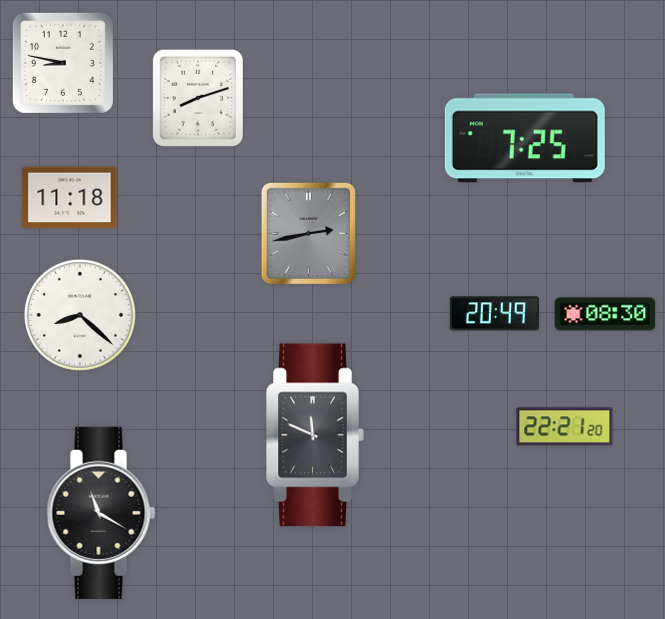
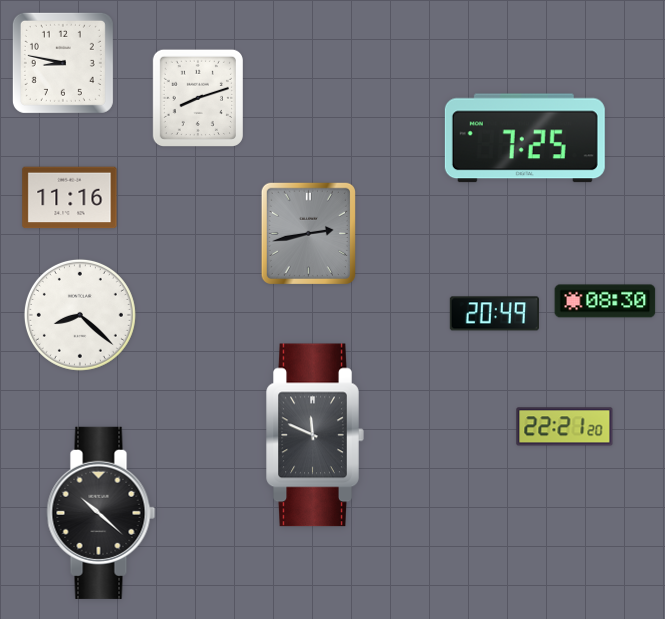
clock at (70, 198): 11:18 -> 11:16
clock at (605, 314) position: (605, 314) -> (605, 301)
clock at (101, 513): 11:20 -> 10:22
